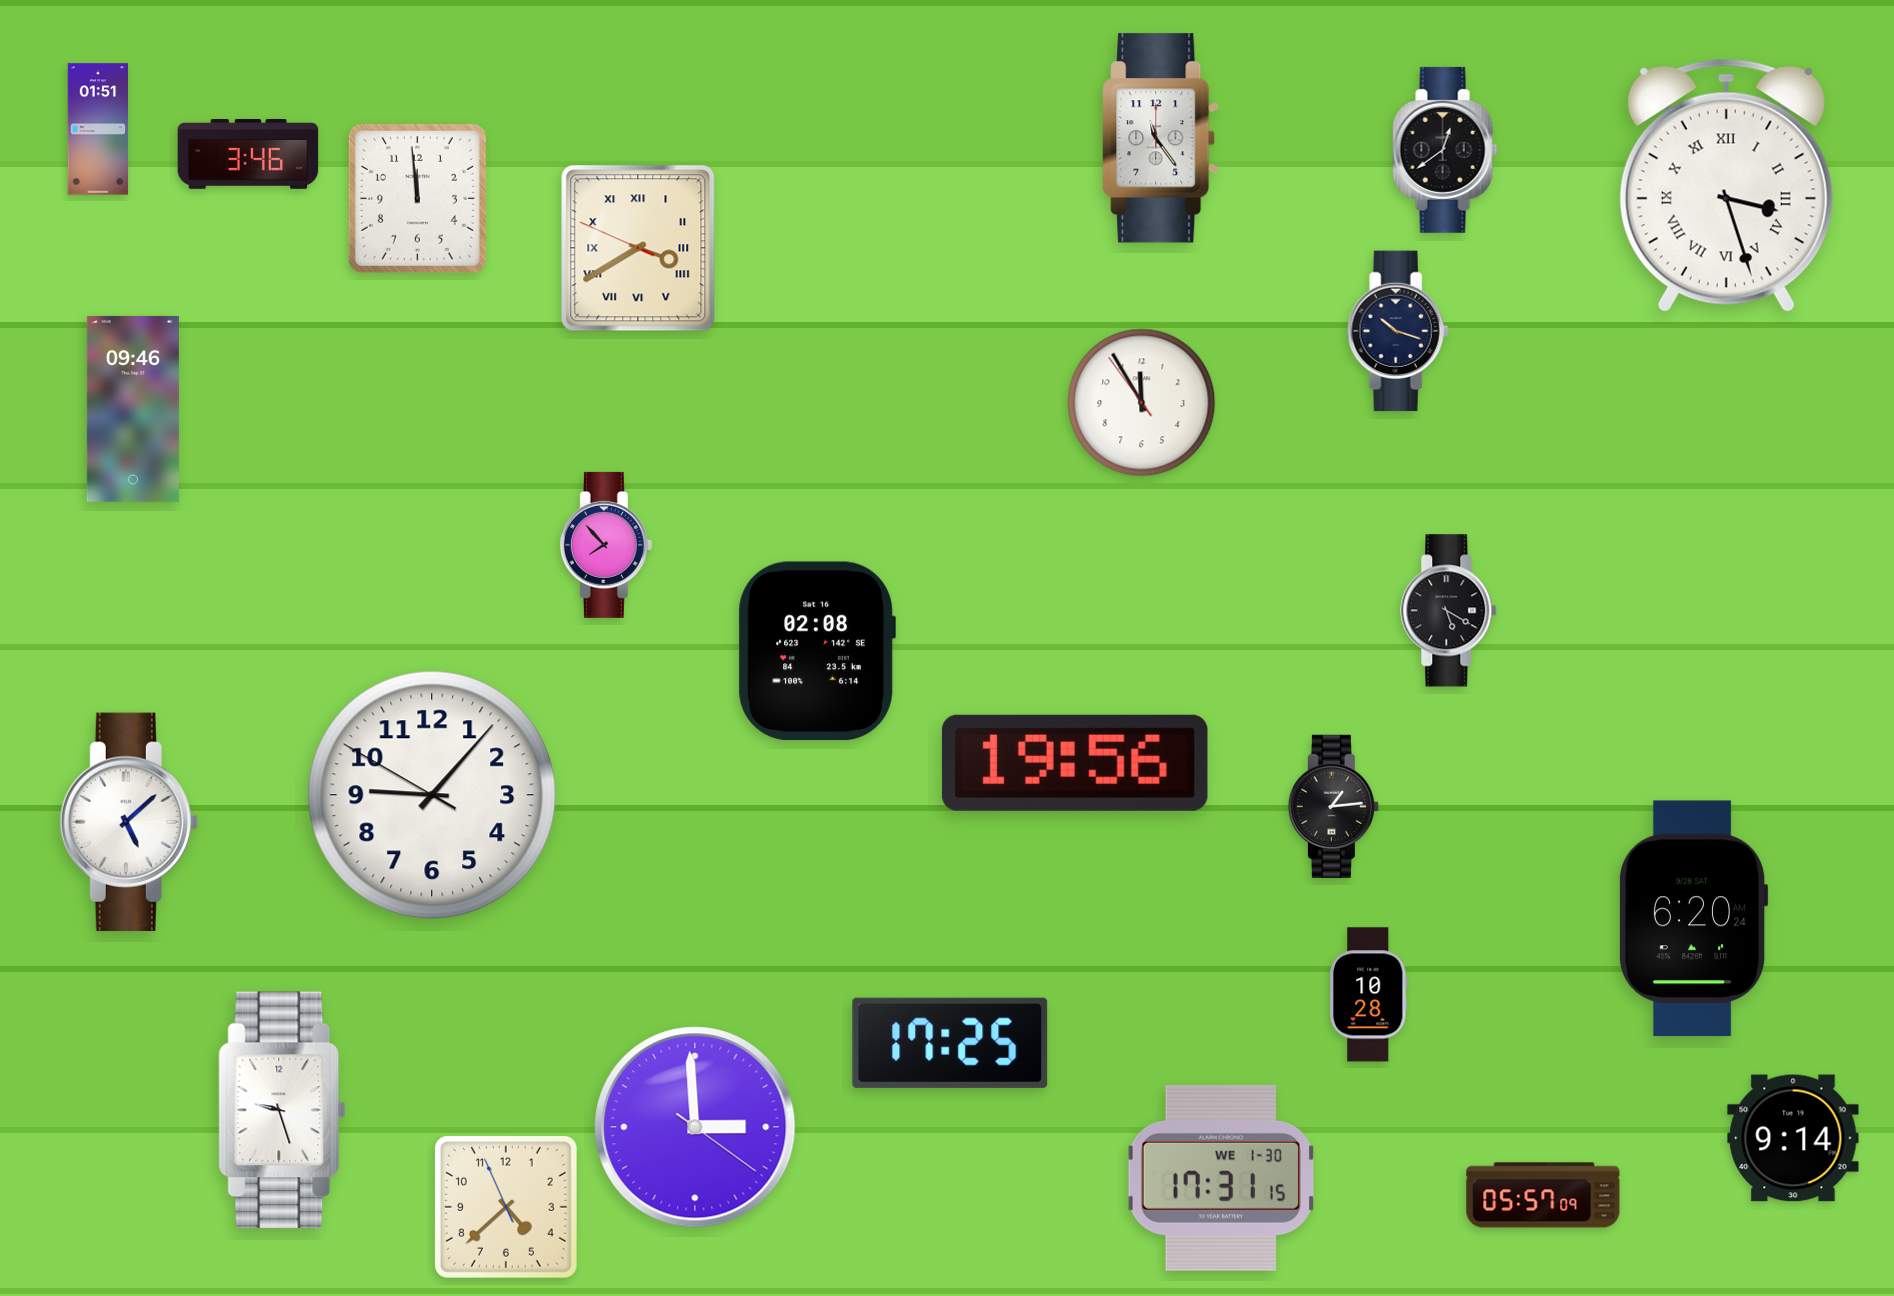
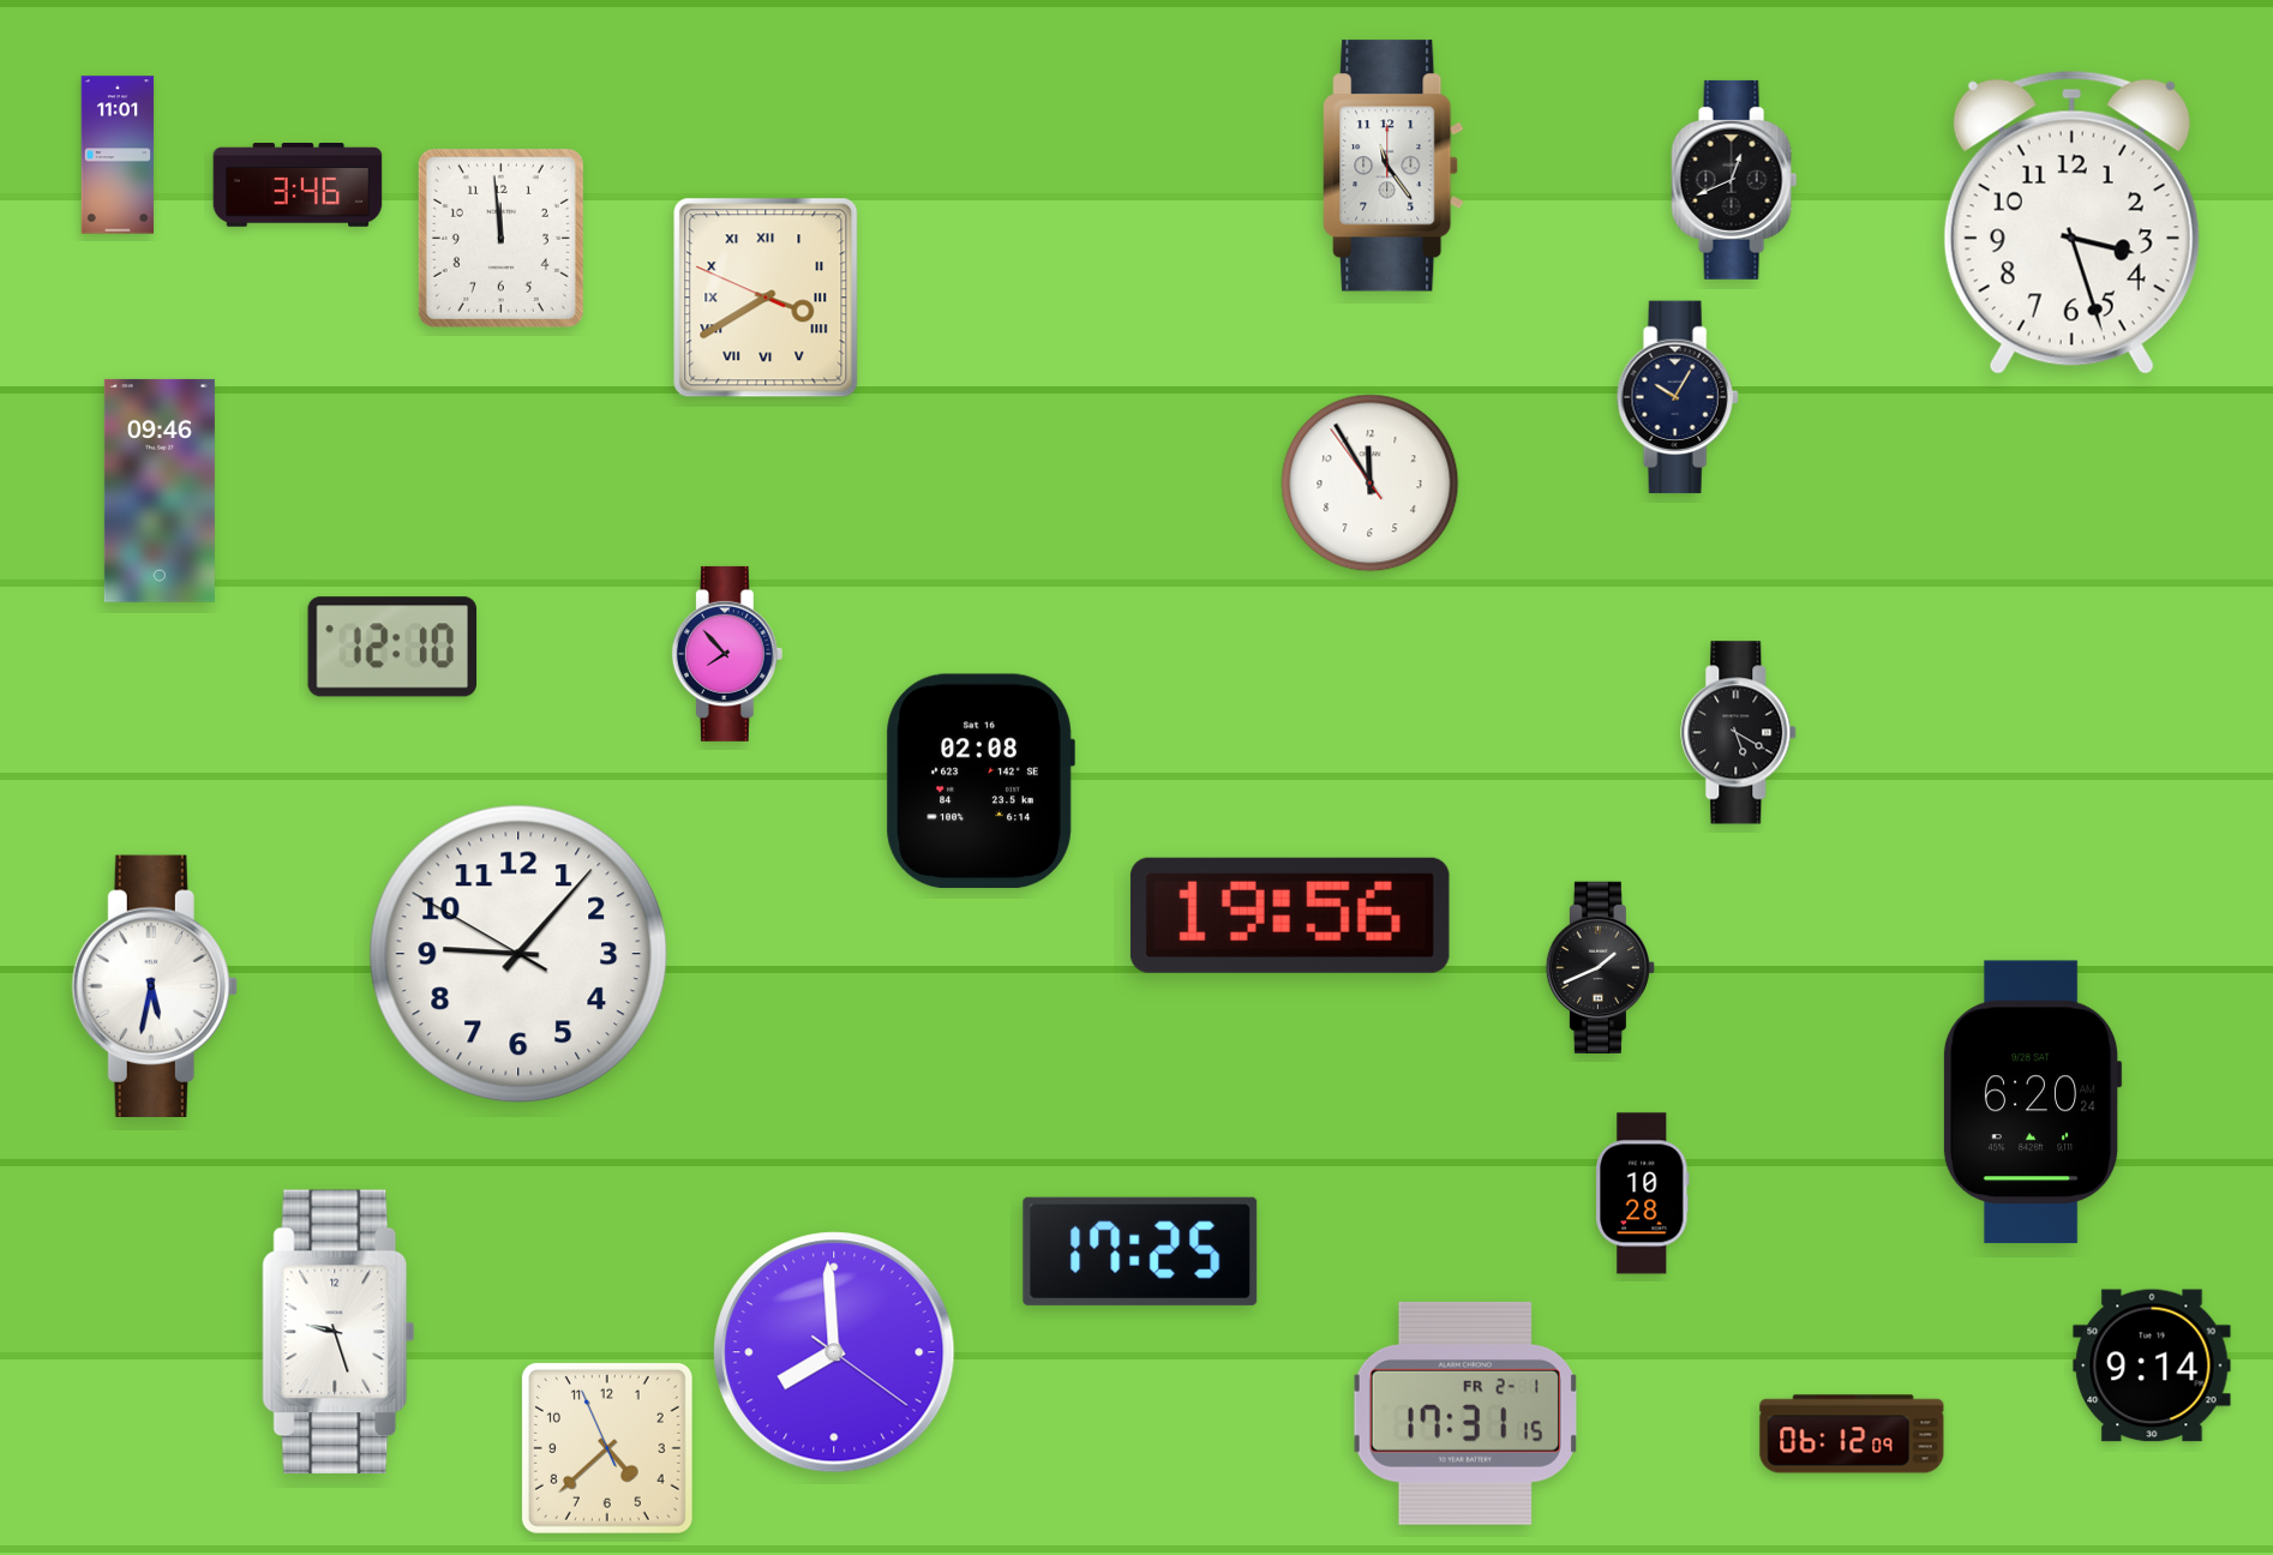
clock at (98, 129): 01:51 -> 11:01
clock at (1445, 150): 12:39 -> 12:41
clock at (1726, 185) numerals: Roman -> Arabic
clock at (1398, 331): 10:18 -> 10:05
clock at (391, 647): none -> 12:10
clock at (1333, 806): 1:14 -> 1:41
clock at (129, 821): 5:08 -> 5:32
clock at (695, 1127): 2:59 -> 7:59
clock at (1221, 1178) date: WE 1-30 -> FR 2-1
clock at (1543, 1195): 05:57 -> 06:12
